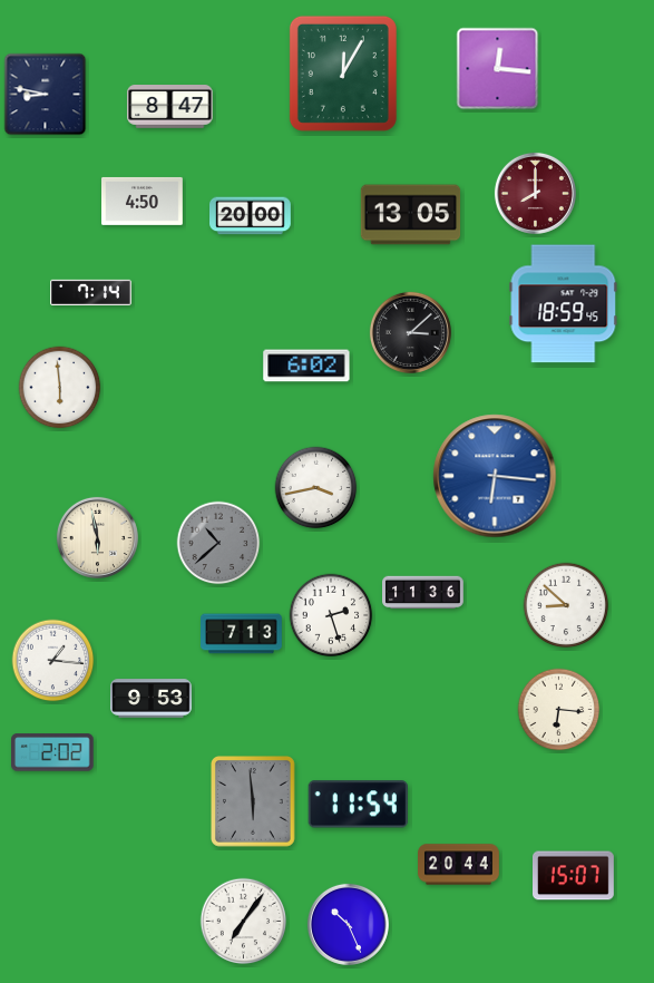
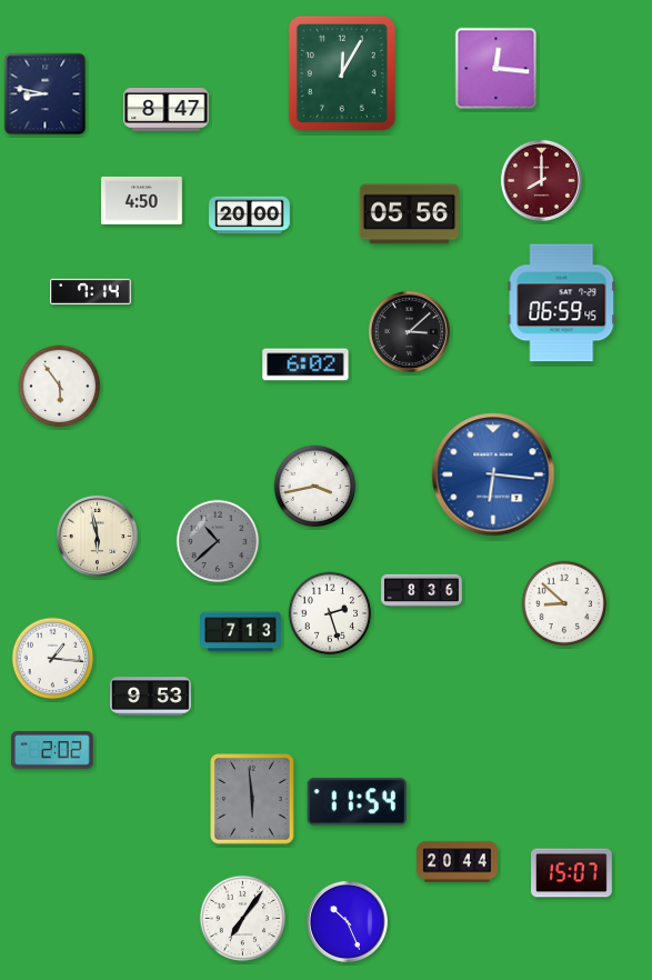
clock at (170, 107) position: (170, 107) -> (167, 110)
clock at (535, 193) position: (535, 193) -> (541, 180)
clock at (411, 215): 13:05 -> 05:56
clock at (564, 304): 18:59 -> 06:59
clock at (60, 388): 5:59 -> 5:54
clock at (423, 593): 11:36 -> 8:36
clock at (559, 710): 6:16 -> none
